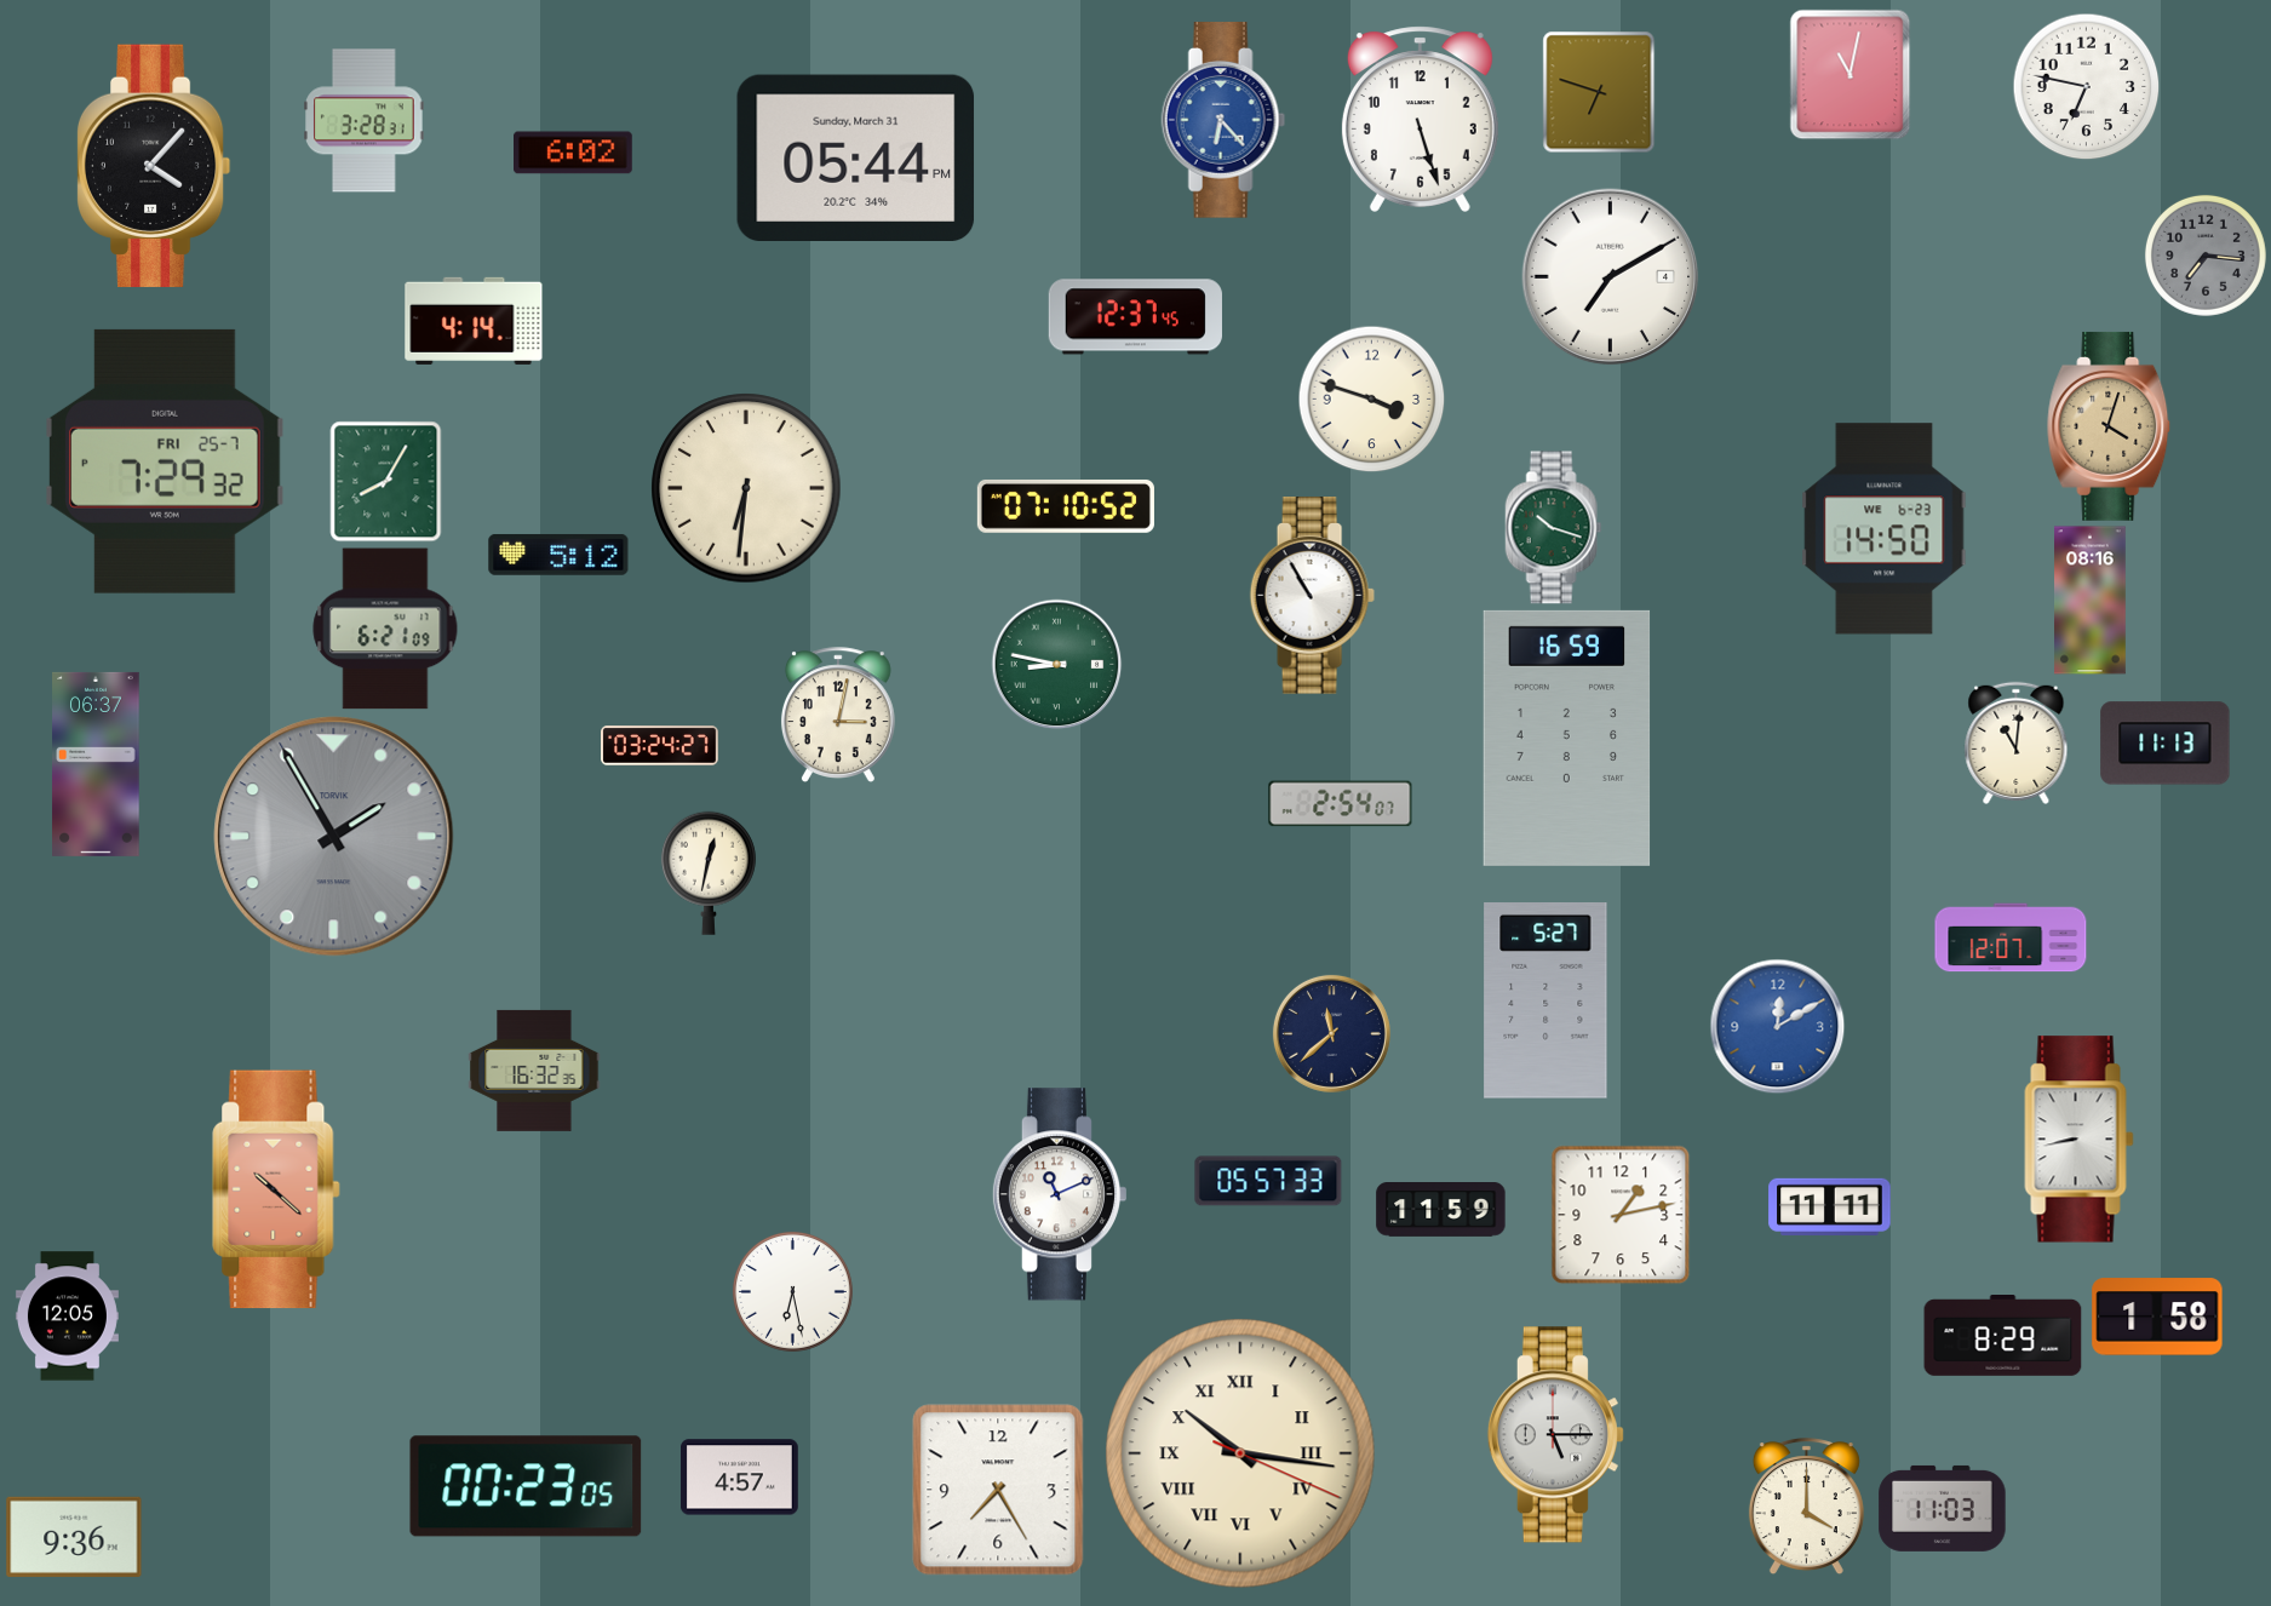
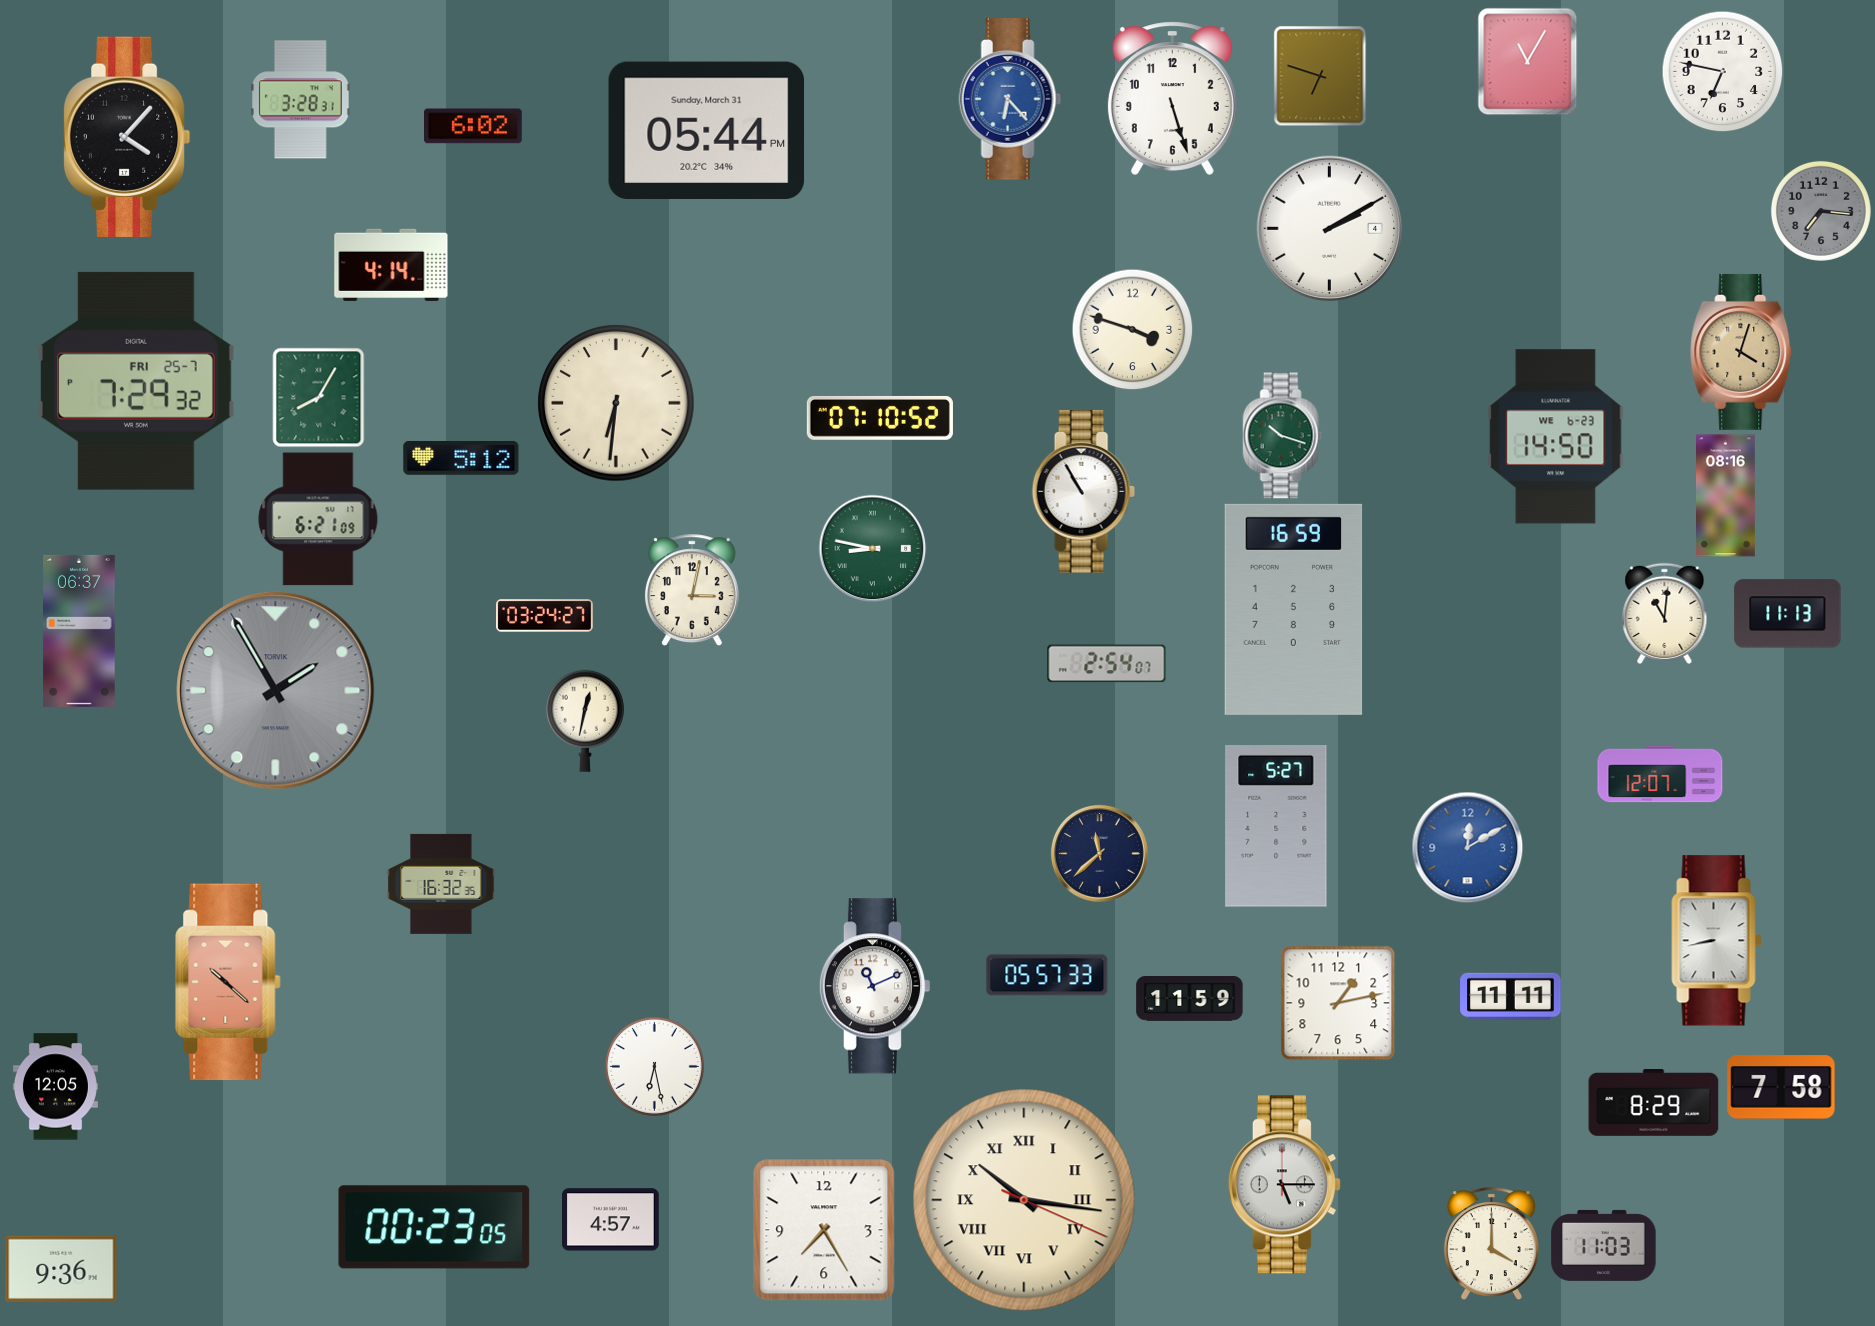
clock at (1851, 74): 11:02 -> 11:05
clock at (1611, 277): 7:10 -> 2:10
clock at (1135, 317): 12:37 -> none
clock at (2157, 1317): 1:58 -> 7:58
